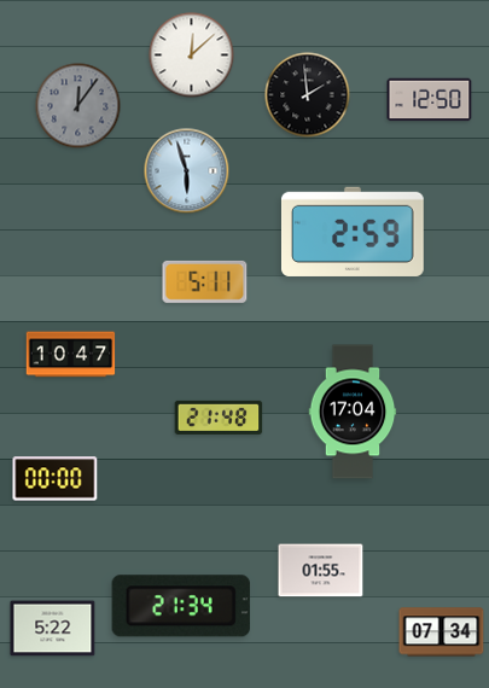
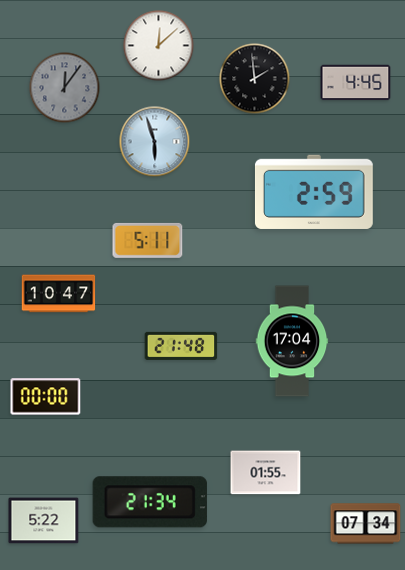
clock at (430, 100): 12:50 -> 4:45
clock at (353, 231) position: (353, 231) -> (314, 191)
clock at (205, 281) position: (205, 281) -> (148, 240)
